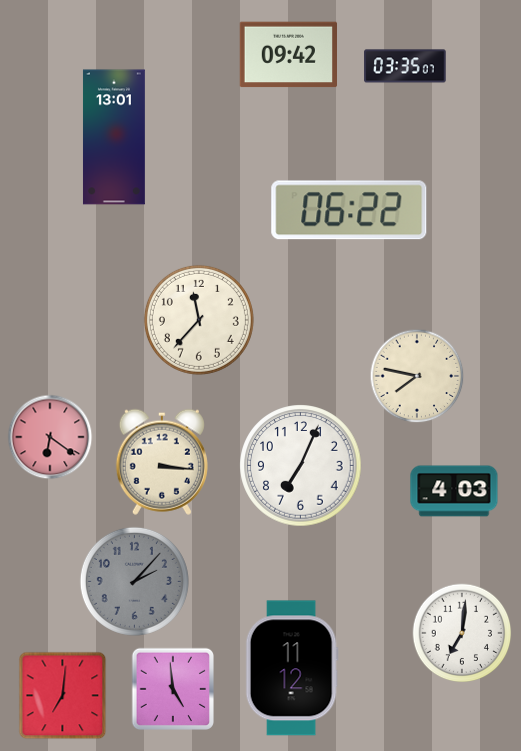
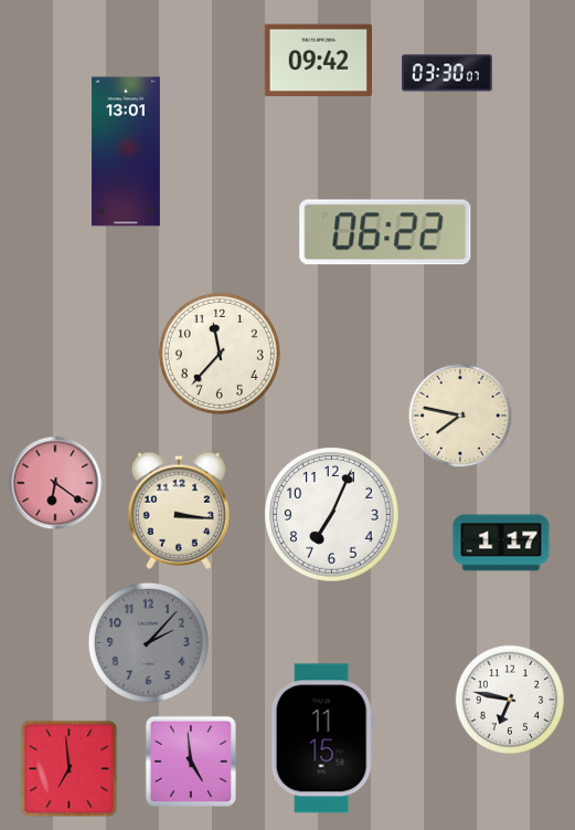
clock at (405, 66): 03:35 -> 03:30
clock at (454, 491): 4:03 -> 1:17
clock at (462, 633): 7:01 -> 6:47
clock at (292, 668): 11:12 -> 11:15
clock at (63, 696): 7:01 -> 6:59
